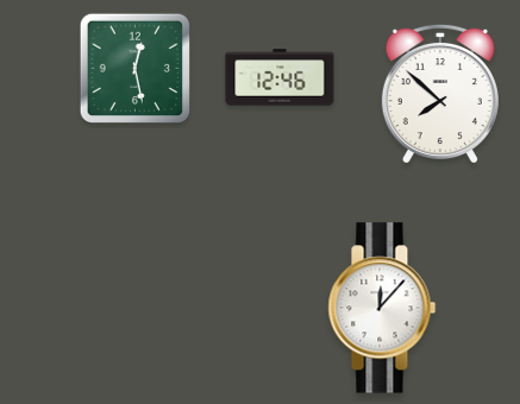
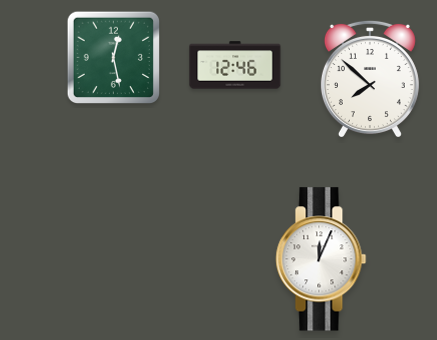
clock at (382, 308): 12:07 -> 12:04
